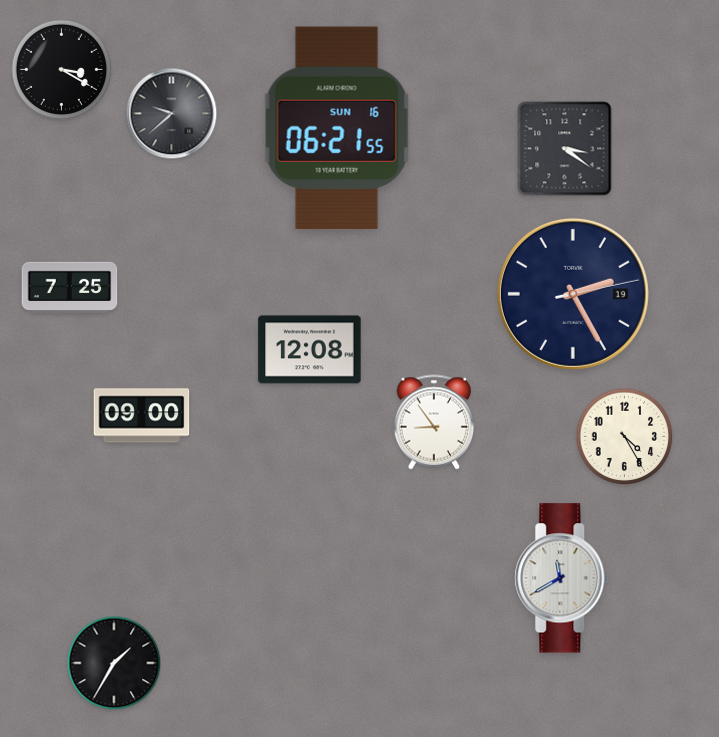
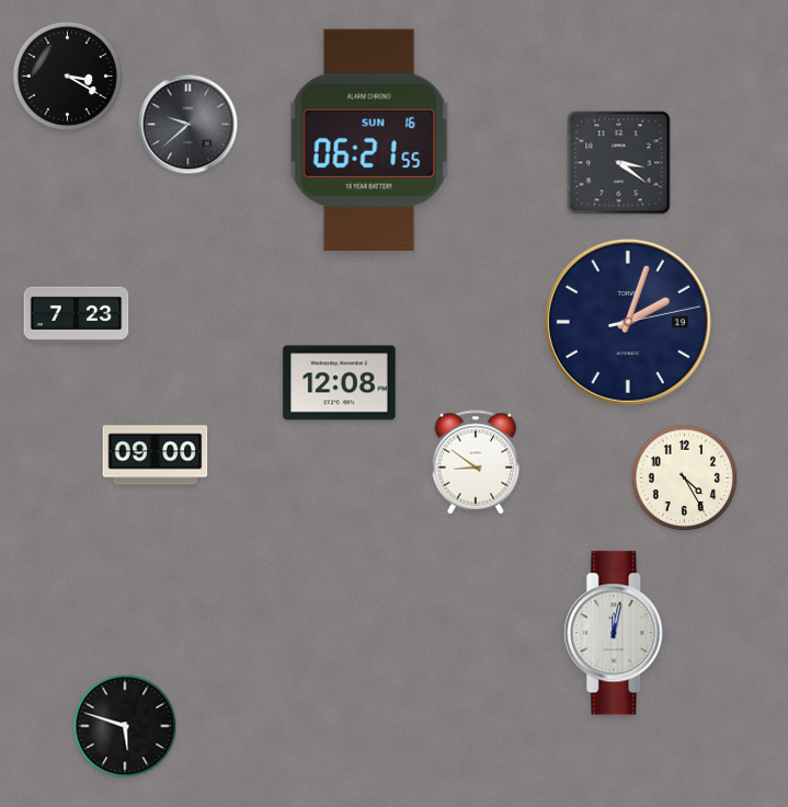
clock at (70, 287): 7:25 -> 7:23
clock at (573, 294): 2:25 -> 2:03
clock at (434, 422): 8:54 -> 8:51
clock at (562, 578): 11:40 -> 12:02
clock at (114, 663): 1:35 -> 5:48
